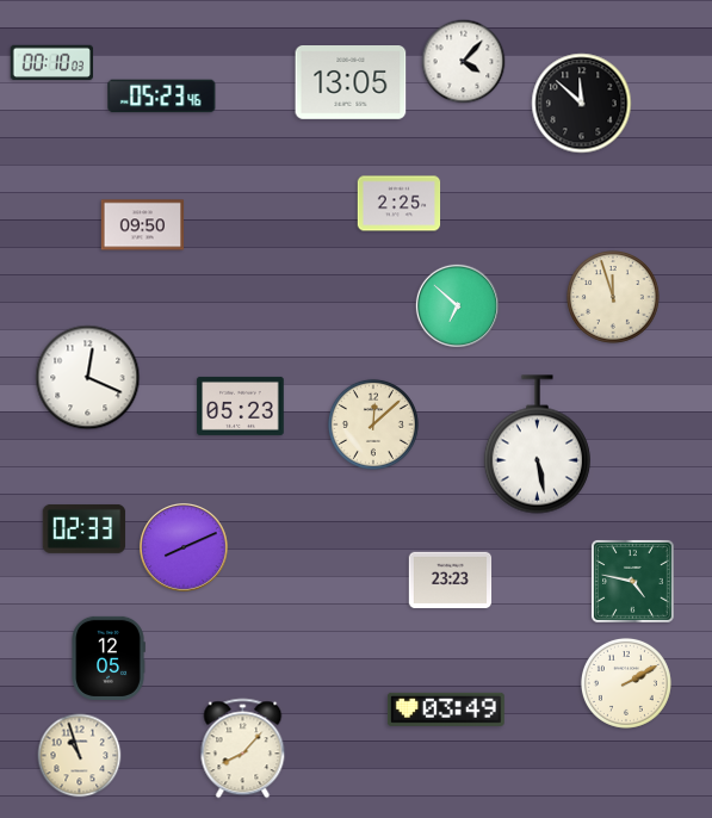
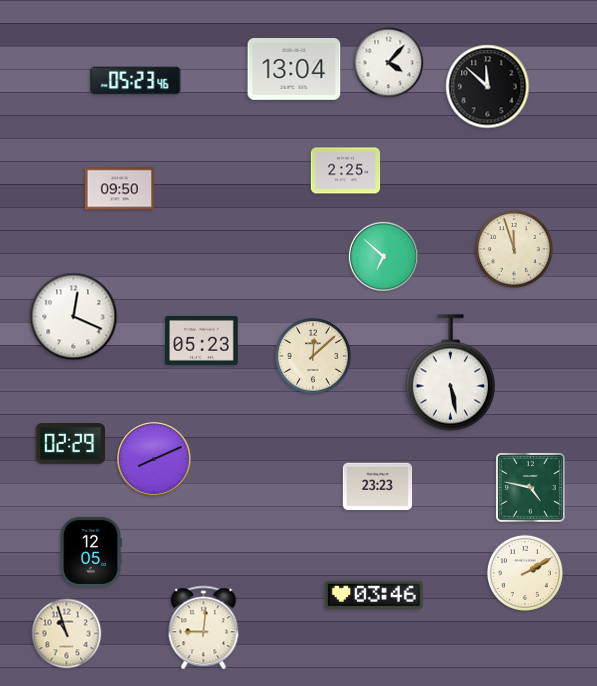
clock at (464, 62) position: (464, 62) -> (389, 63)
clock at (51, 63): 00:10 -> none
clock at (351, 83): 13:05 -> 13:04
clock at (400, 204) position: (400, 204) -> (346, 171)
clock at (85, 528): 02:33 -> 02:29
clock at (446, 709): 03:49 -> 03:46
clock at (243, 749): 8:07 -> 9:01
